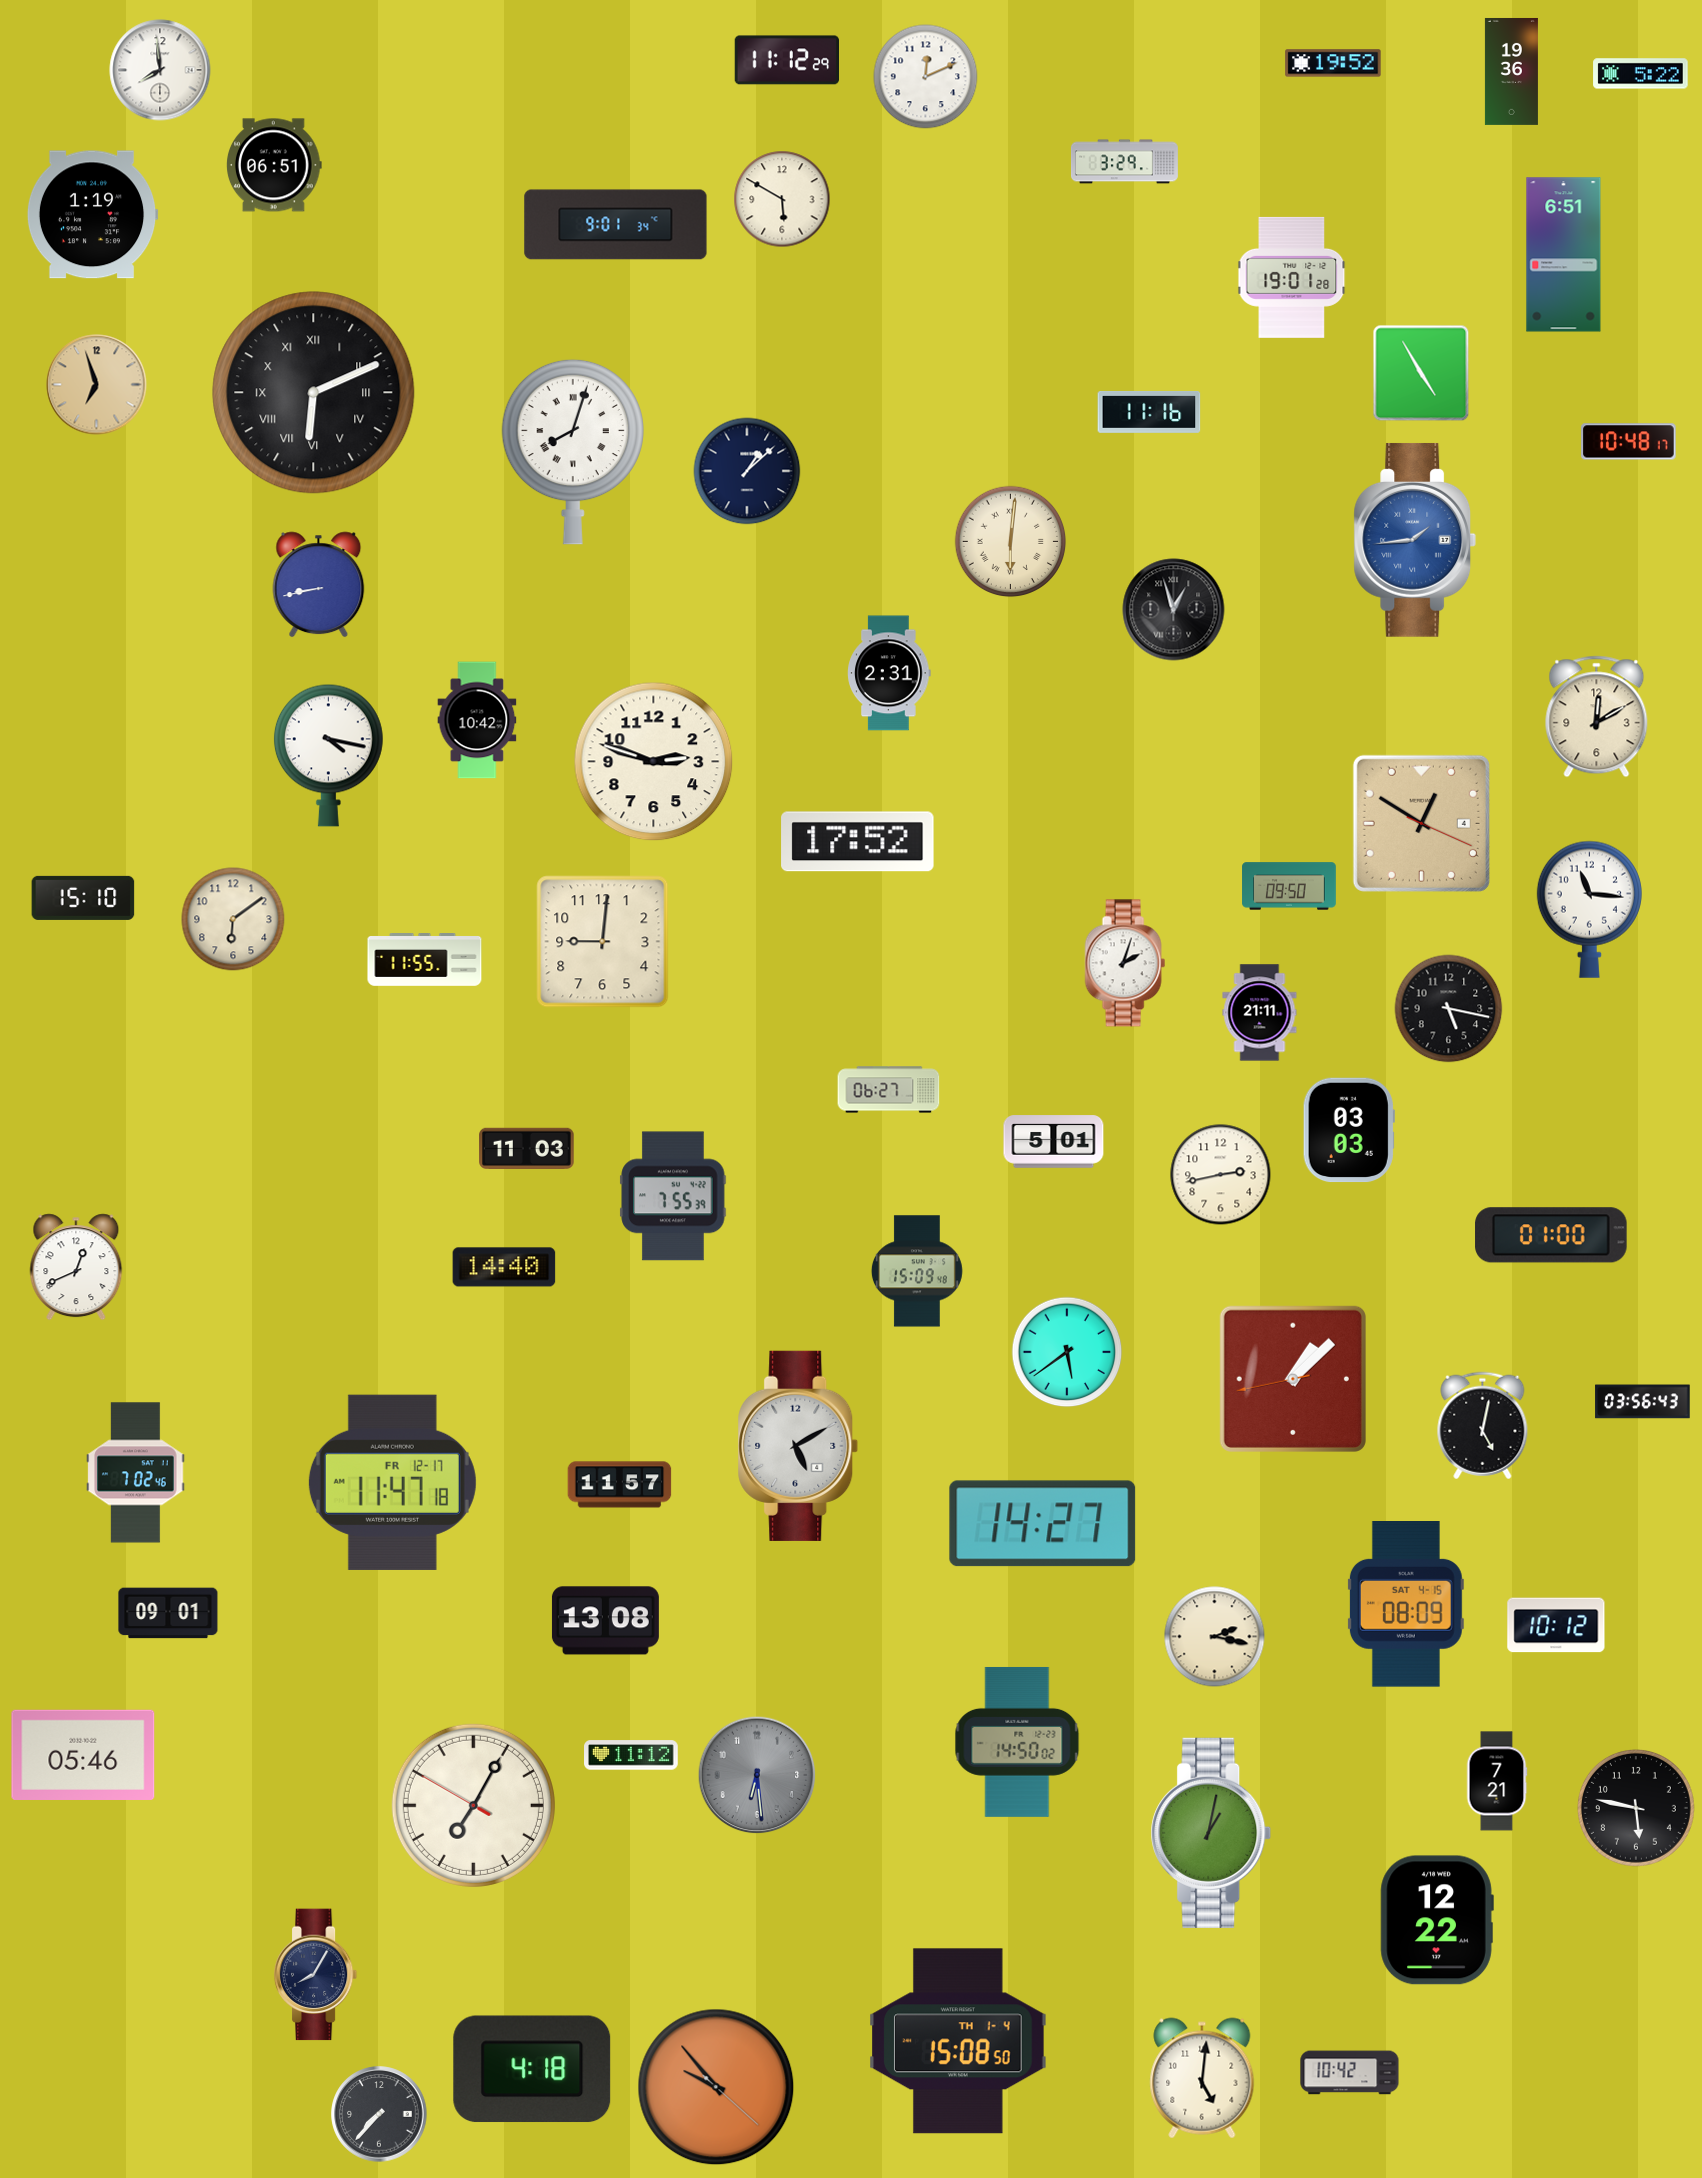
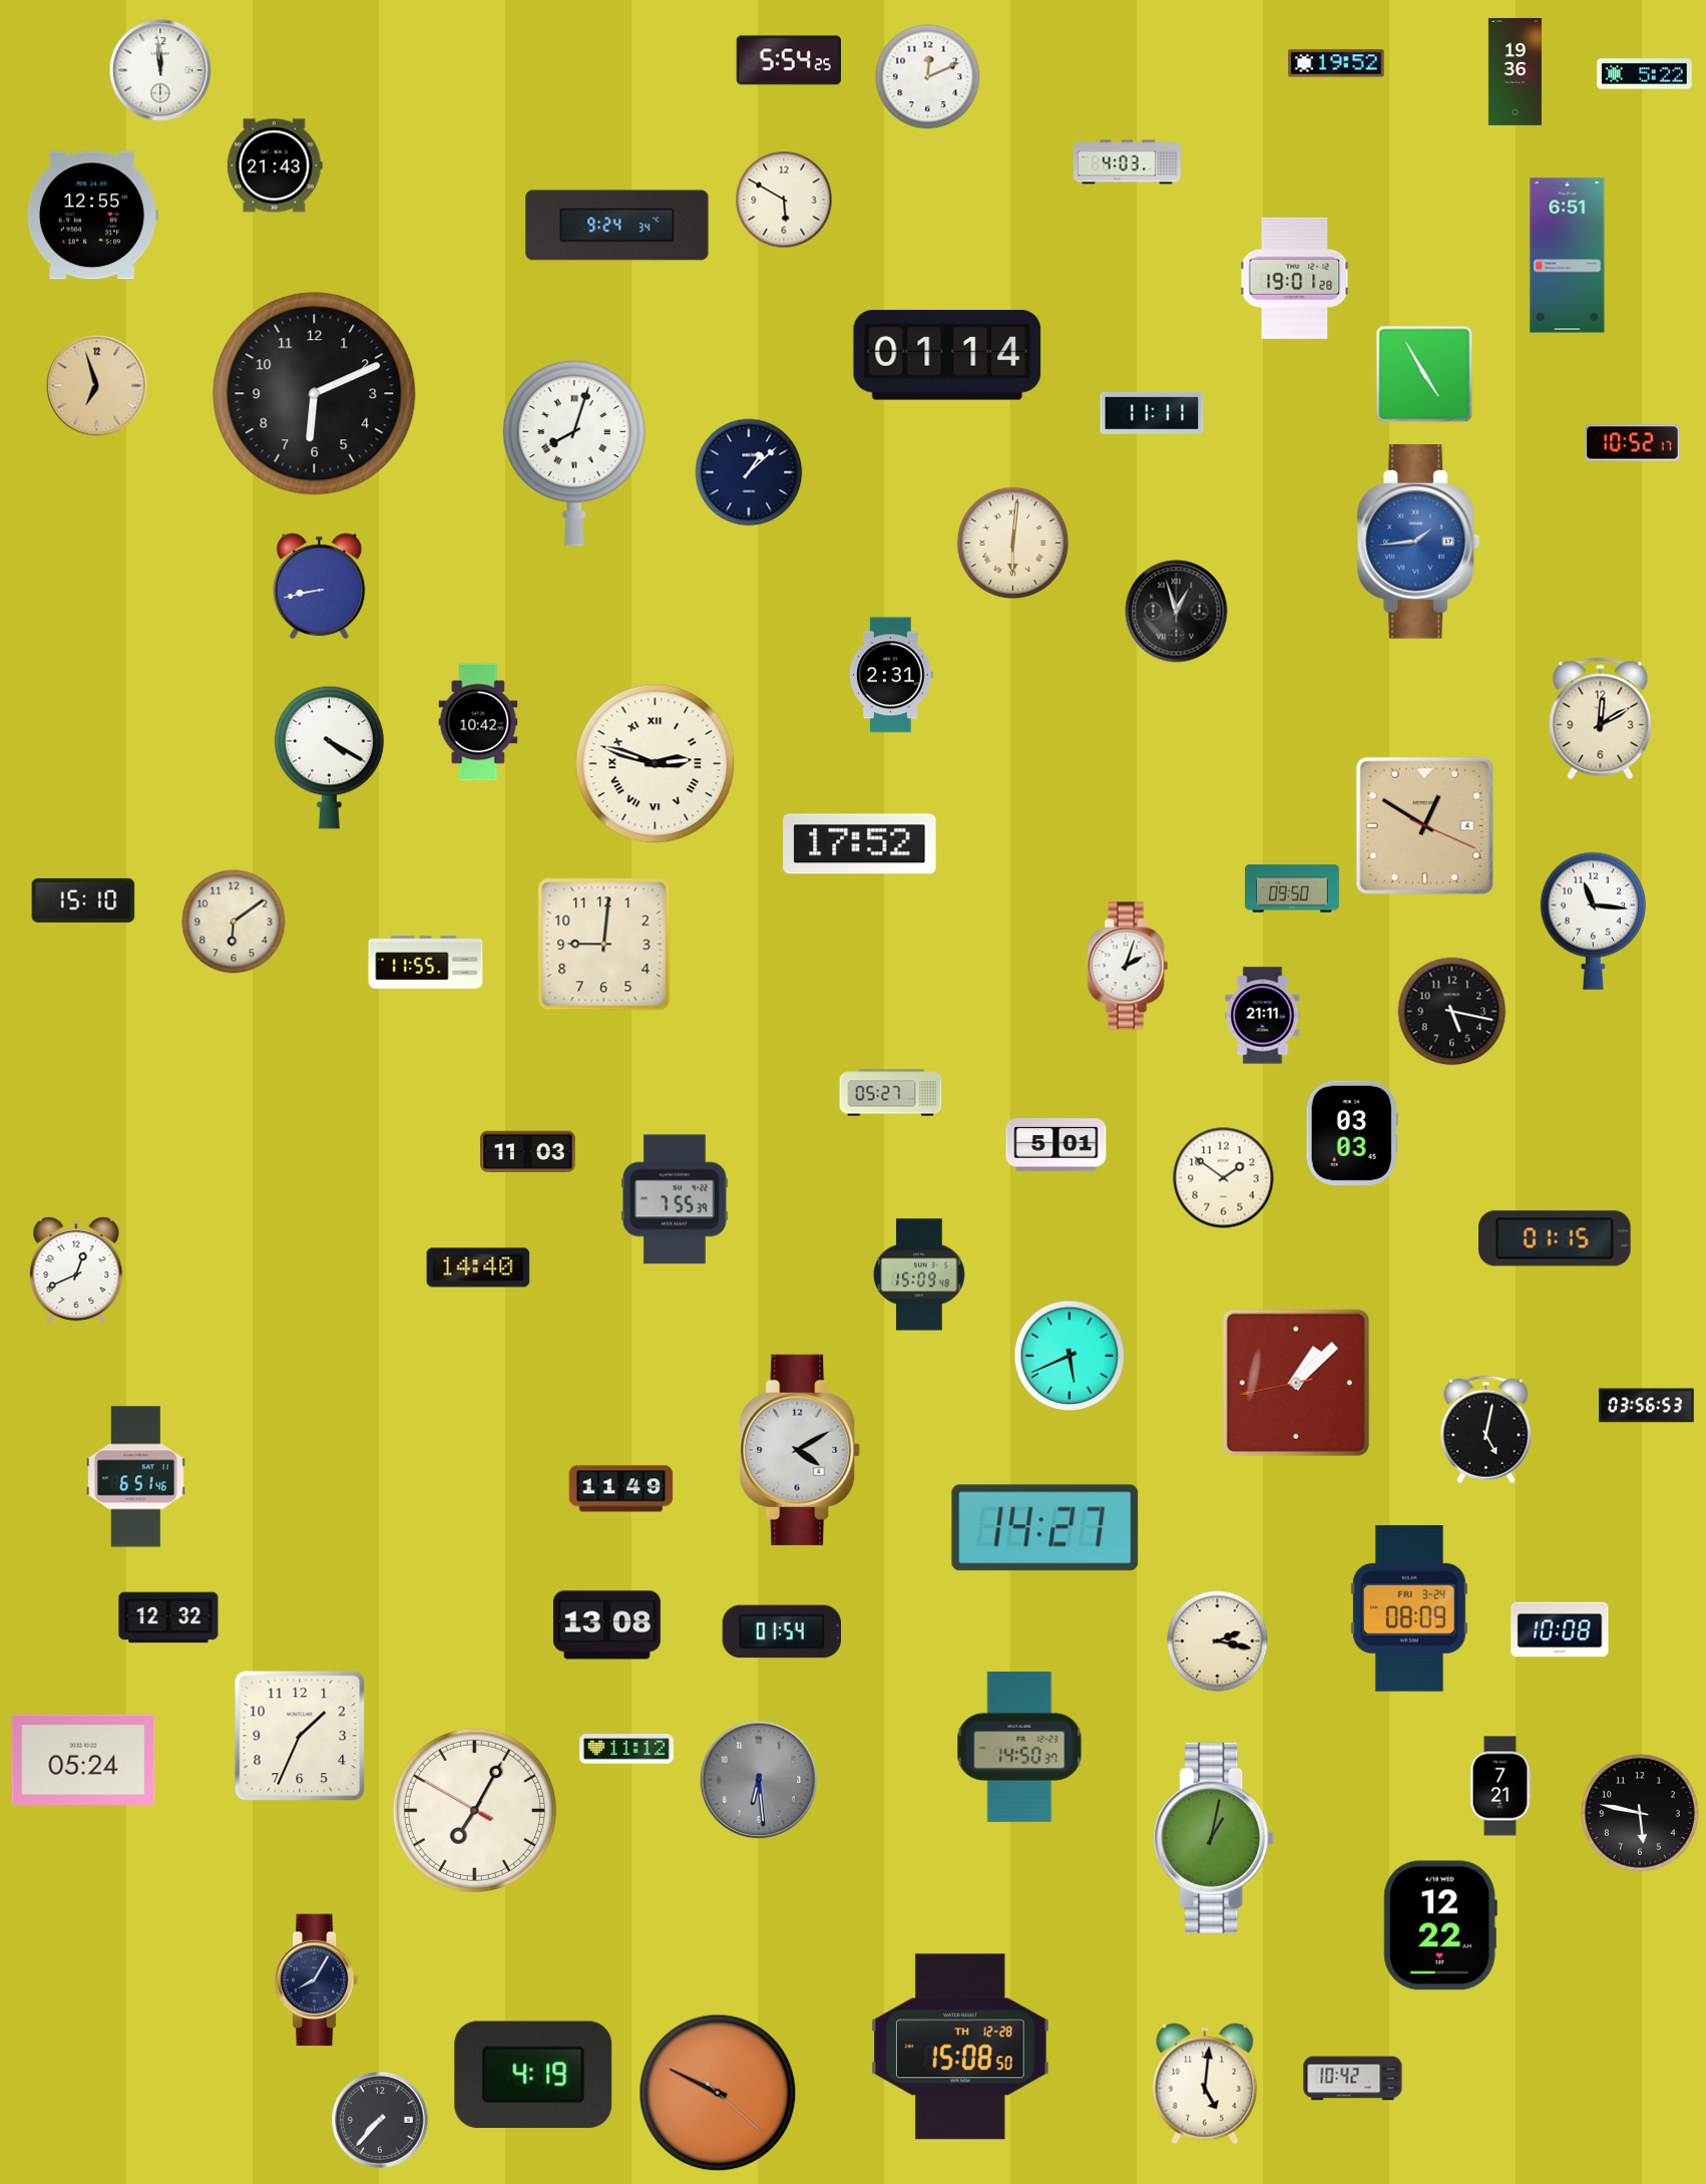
clock at (787, 60): 11:12 -> 5:54
clock at (160, 70): 7:59 -> 11:59
clock at (1124, 162): 3:29 -> 4:03
clock at (275, 165): 06:51 -> 21:43
clock at (92, 215): 1:19 -> 12:55
clock at (616, 225): 9:01 -> 9:24
clock at (947, 355): none -> 01:14
clock at (314, 393) numerals: Roman -> Arabic
clock at (1149, 412): 11:16 -> 11:11
clock at (1629, 442): 10:48 -> 10:52
clock at (328, 755): 4:17 -> 4:20
clock at (654, 762) numerals: Arabic -> Roman
clock at (1589, 909) position: (1589, 909) -> (1593, 921)
clock at (889, 1090): 06:27 -> 05:27
clock at (1221, 1175): 2:43 -> 1:51
clock at (1551, 1235): 01:00 -> 01:15
clock at (504, 1267) position: (504, 1267) -> (478, 1267)
clock at (1067, 1352): 5:39 -> 5:41
clock at (1643, 1402): 03:56:43 -> 03:56:53
clock at (798, 1446): 5:10 -> 4:10
clock at (136, 1473): 7:02 -> 6:51
clock at (392, 1482): 11:47 -> none
clock at (620, 1485): 11:57 -> 11:49
clock at (1406, 1605) date: SAT 4-15 -> FRI 3-24
clock at (168, 1613): 09:01 -> 12:32
clock at (1556, 1625): 10:12 -> 10:08
clock at (781, 1631): none -> 01:54
clock at (300, 1736): none -> 1:34
clock at (1017, 1742): 14:50:02 -> 14:50:37
clock at (83, 1755): 05:46 -> 05:24
clock at (632, 1755) position: (632, 1755) -> (627, 1749)
clock at (958, 2041) date: TH 1-4 -> TH 12-28
clock at (532, 2069): 4:18 -> 4:19
clock at (716, 2087): 9:53 -> 9:49
